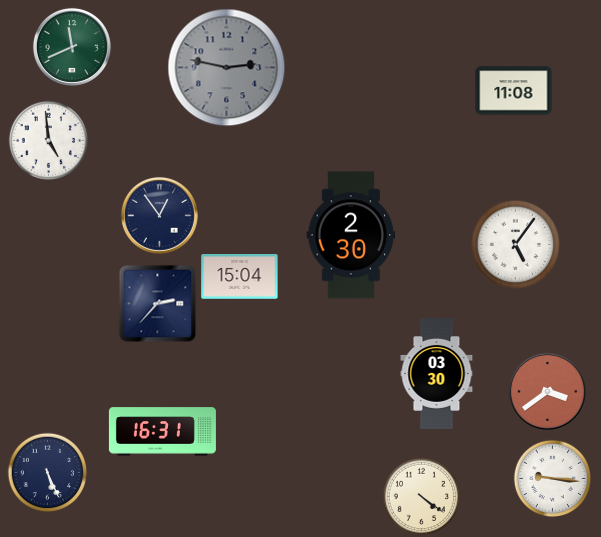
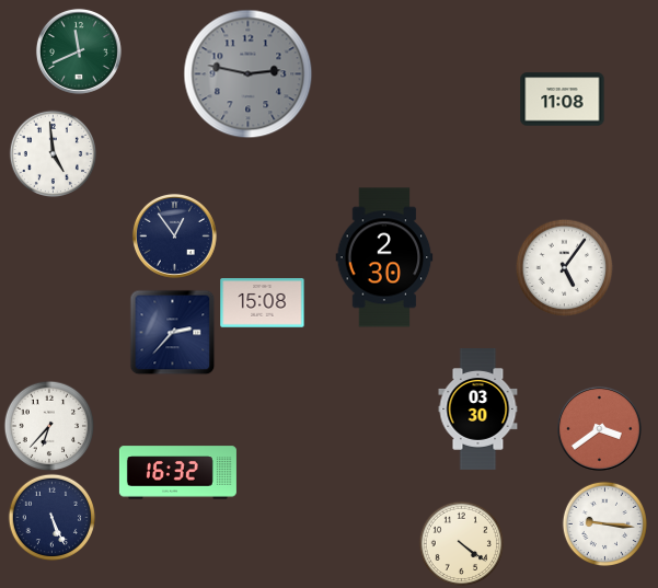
clock at (240, 277): 15:04 -> 15:08
clock at (49, 426): none -> 6:37
clock at (162, 432): 16:31 -> 16:32
